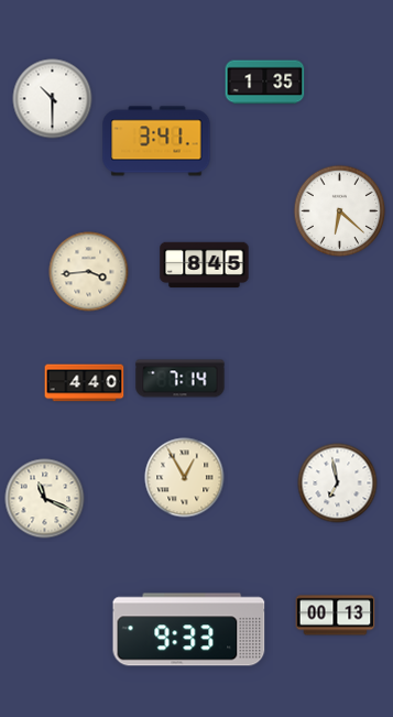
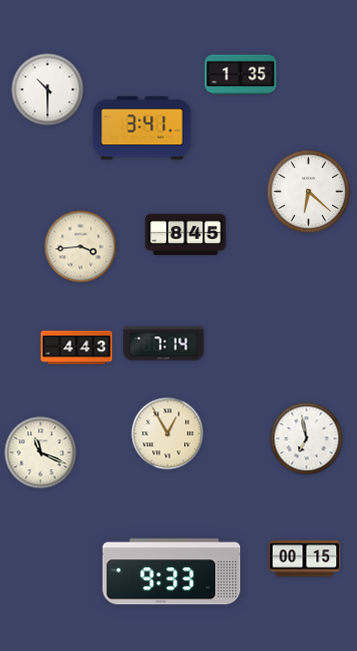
clock at (205, 265) position: (205, 265) -> (186, 235)
clock at (85, 383): 4:40 -> 4:43
clock at (336, 616): 00:13 -> 00:15
